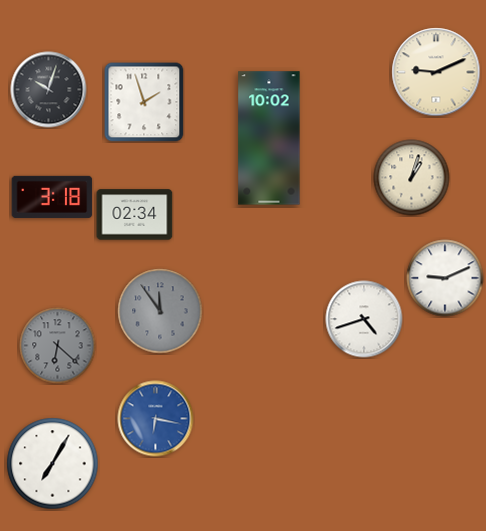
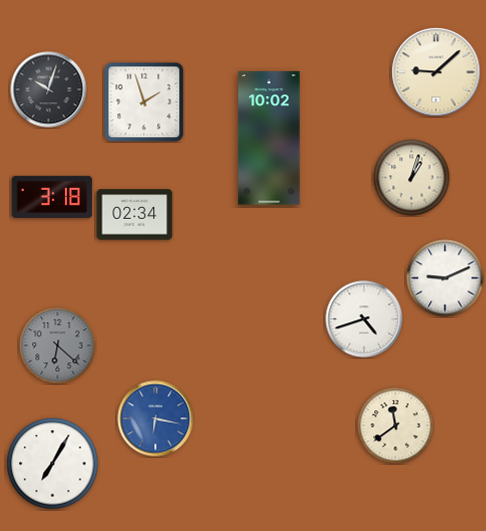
clock at (436, 72): 9:11 -> 9:08
clock at (160, 311): 11:54 -> none
clock at (396, 426): none -> 11:39
